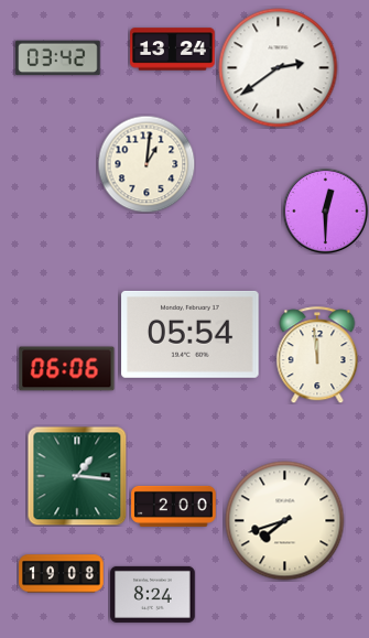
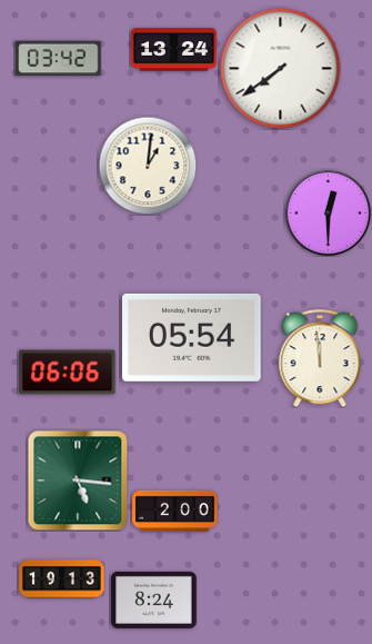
clock at (279, 68): 2:39 -> 7:39
clock at (77, 476): 1:16 -> 5:16
clock at (285, 521): 7:42 -> none
clock at (62, 574): 19:08 -> 19:13
